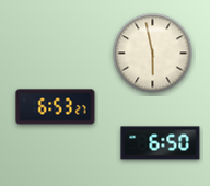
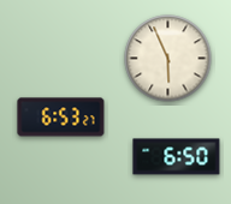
clock at (153, 54): 5:58 -> 5:56
